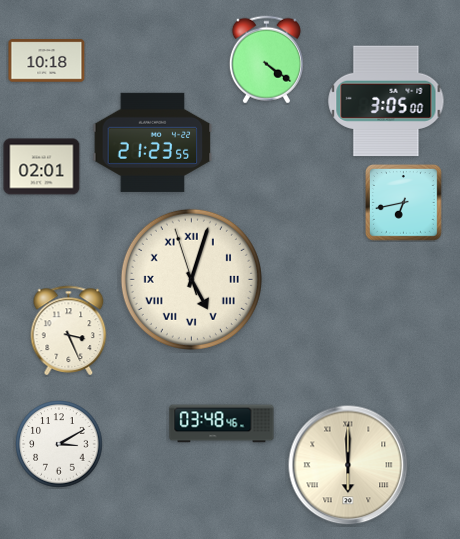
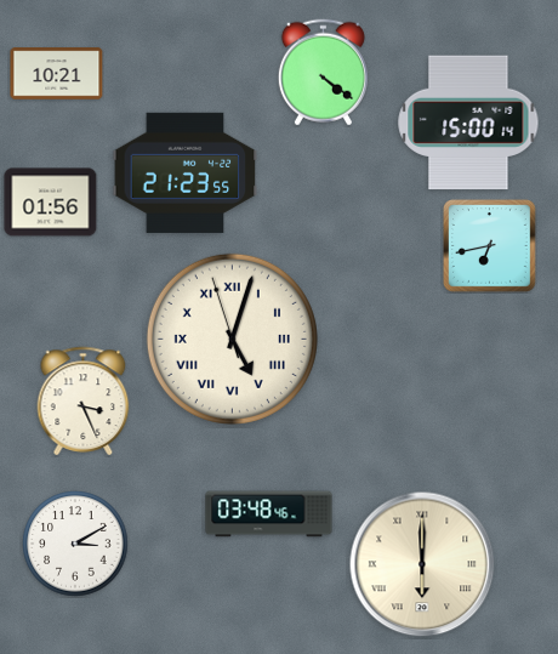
clock at (47, 61): 10:18 -> 10:21
clock at (386, 101): 3:05 -> 15:00
clock at (42, 167): 02:01 -> 01:56
clock at (59, 444) position: (59, 444) -> (75, 544)
